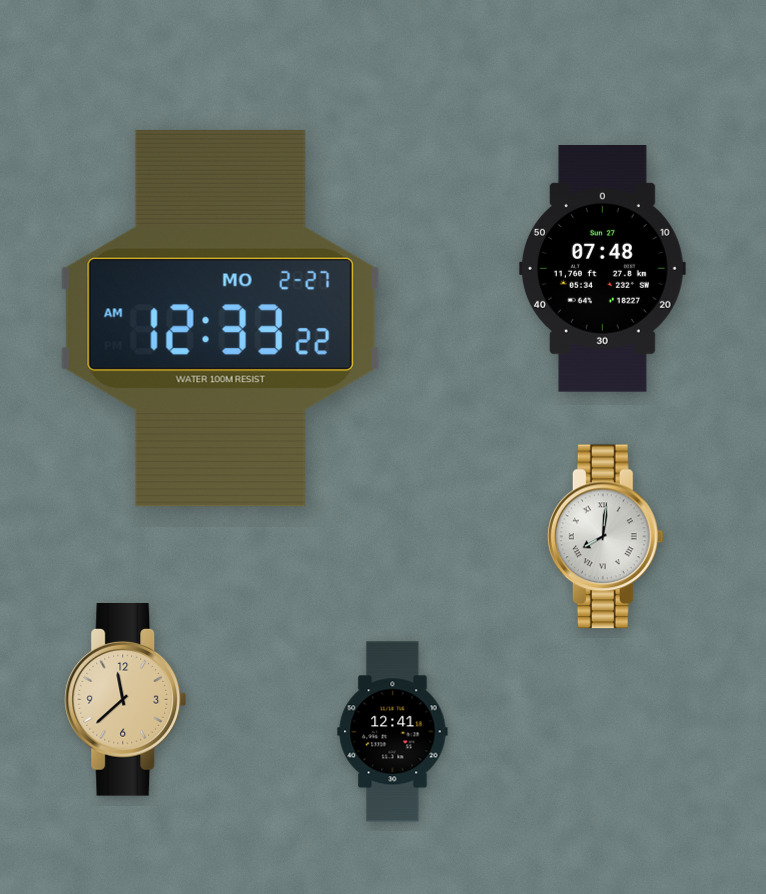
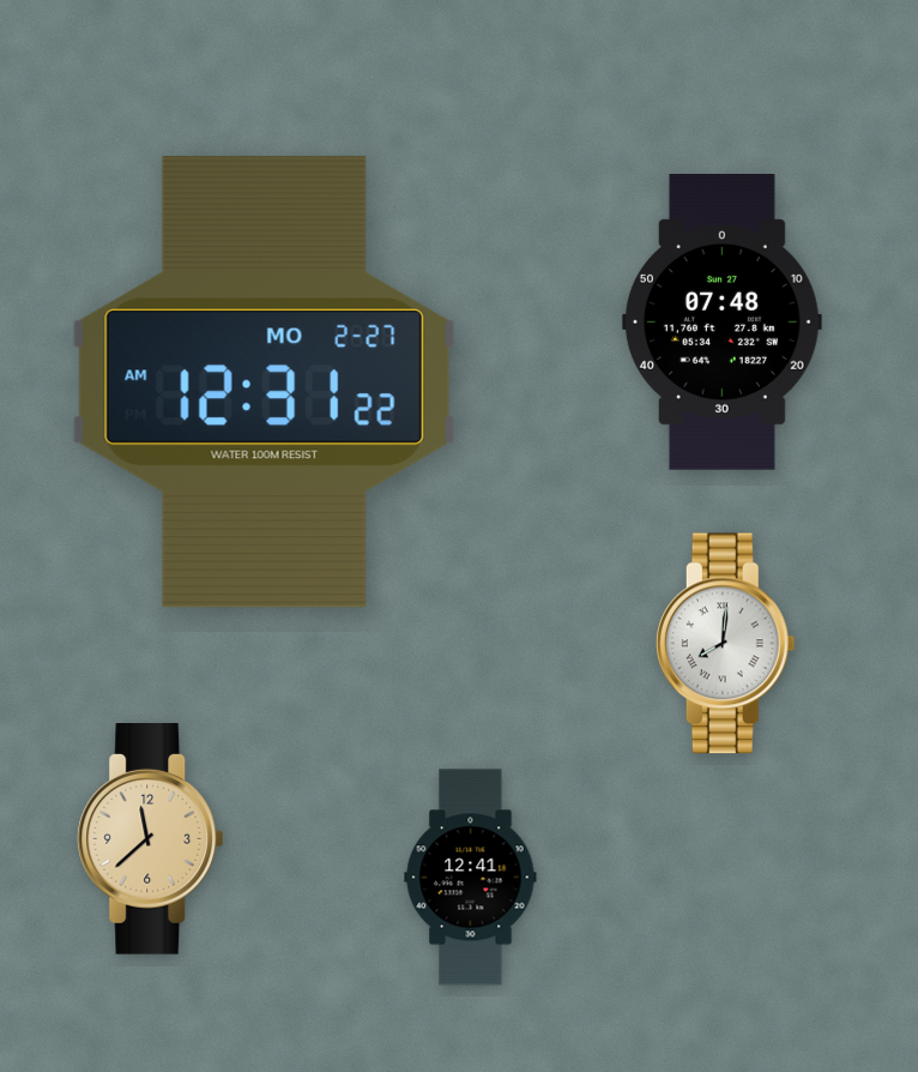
clock at (220, 318): 12:33 -> 12:31
